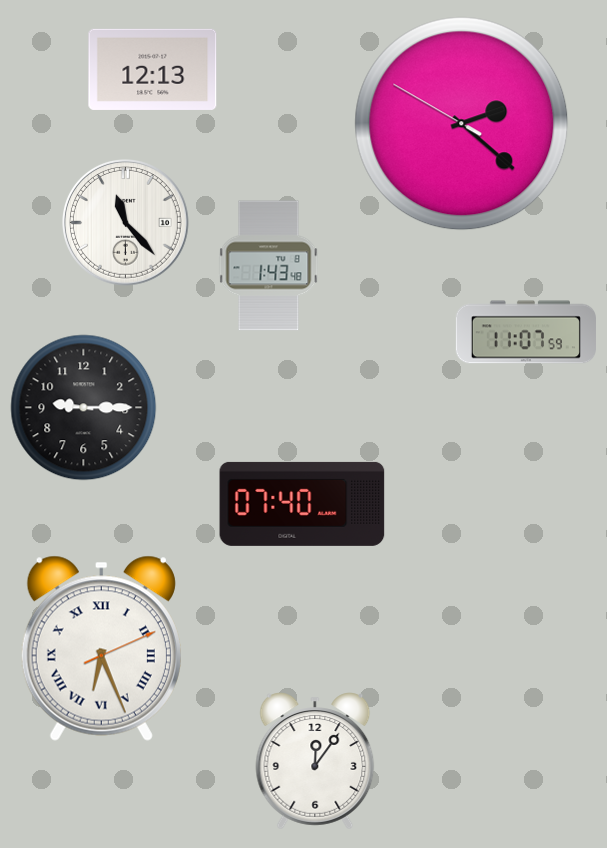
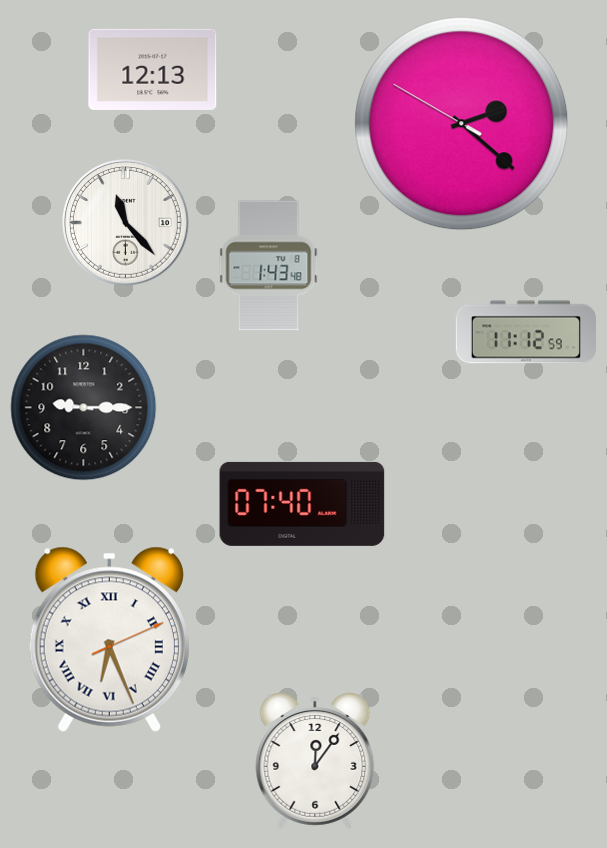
clock at (526, 332): 11:07 -> 11:12
clock at (101, 648) position: (101, 648) -> (109, 639)
